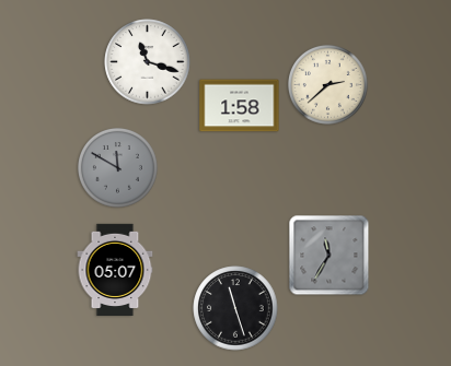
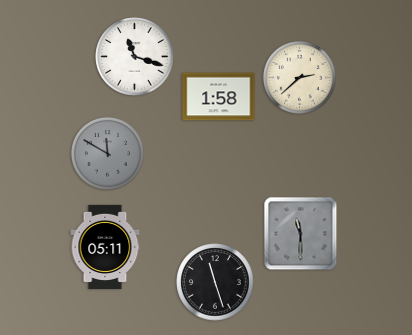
clock at (329, 256): 11:35 -> 11:30
clock at (115, 269): 05:07 -> 05:11
